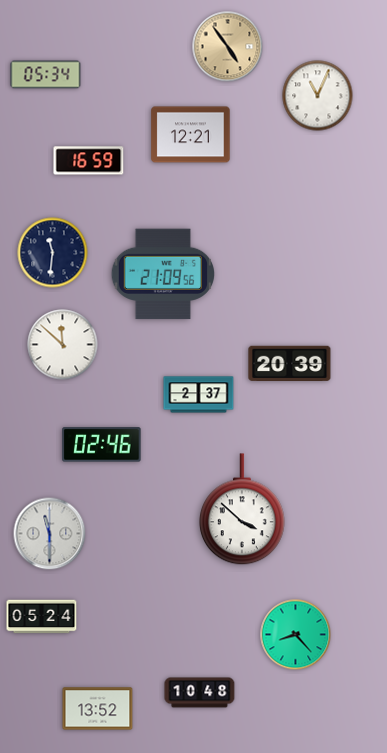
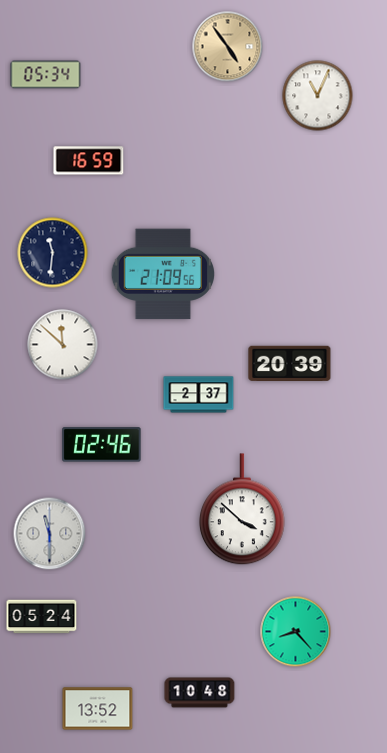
clock at (191, 135): 12:21 -> none
clock at (296, 635) position: (296, 635) -> (296, 632)
